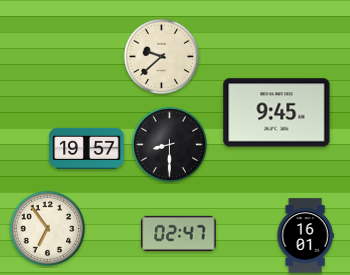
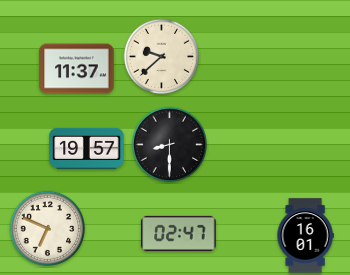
clock at (77, 69): none -> 11:37
clock at (277, 113): 9:45 -> none
clock at (48, 229): 6:54 -> 6:49
